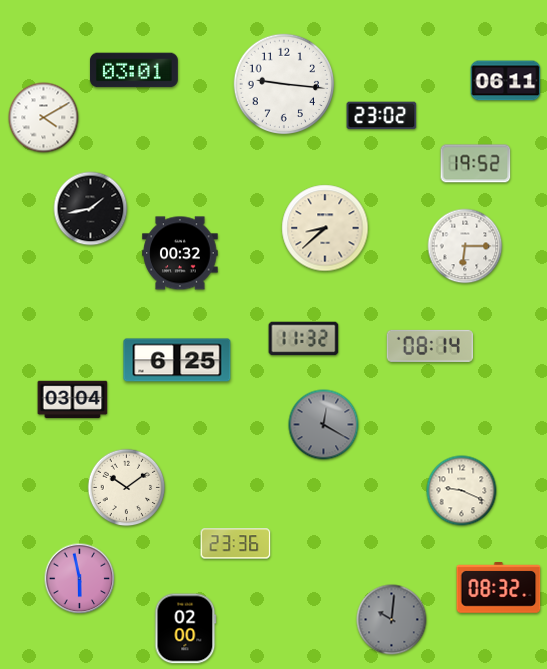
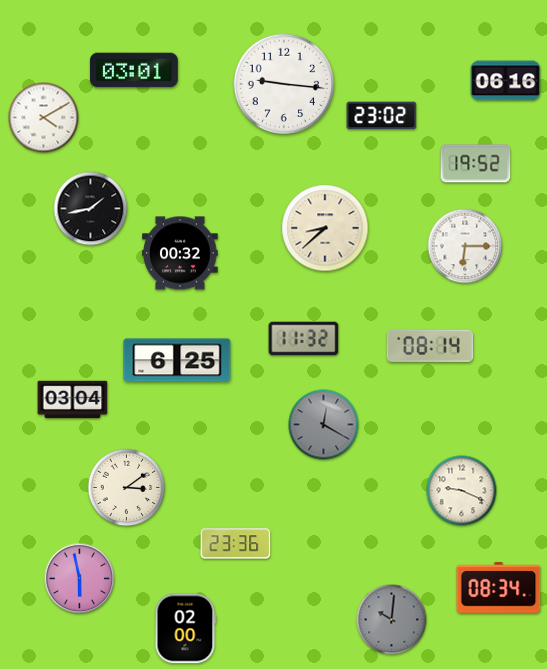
clock at (506, 81): 06:11 -> 06:16
clock at (127, 488): 10:09 -> 3:09
clock at (499, 588): 08:32 -> 08:34
